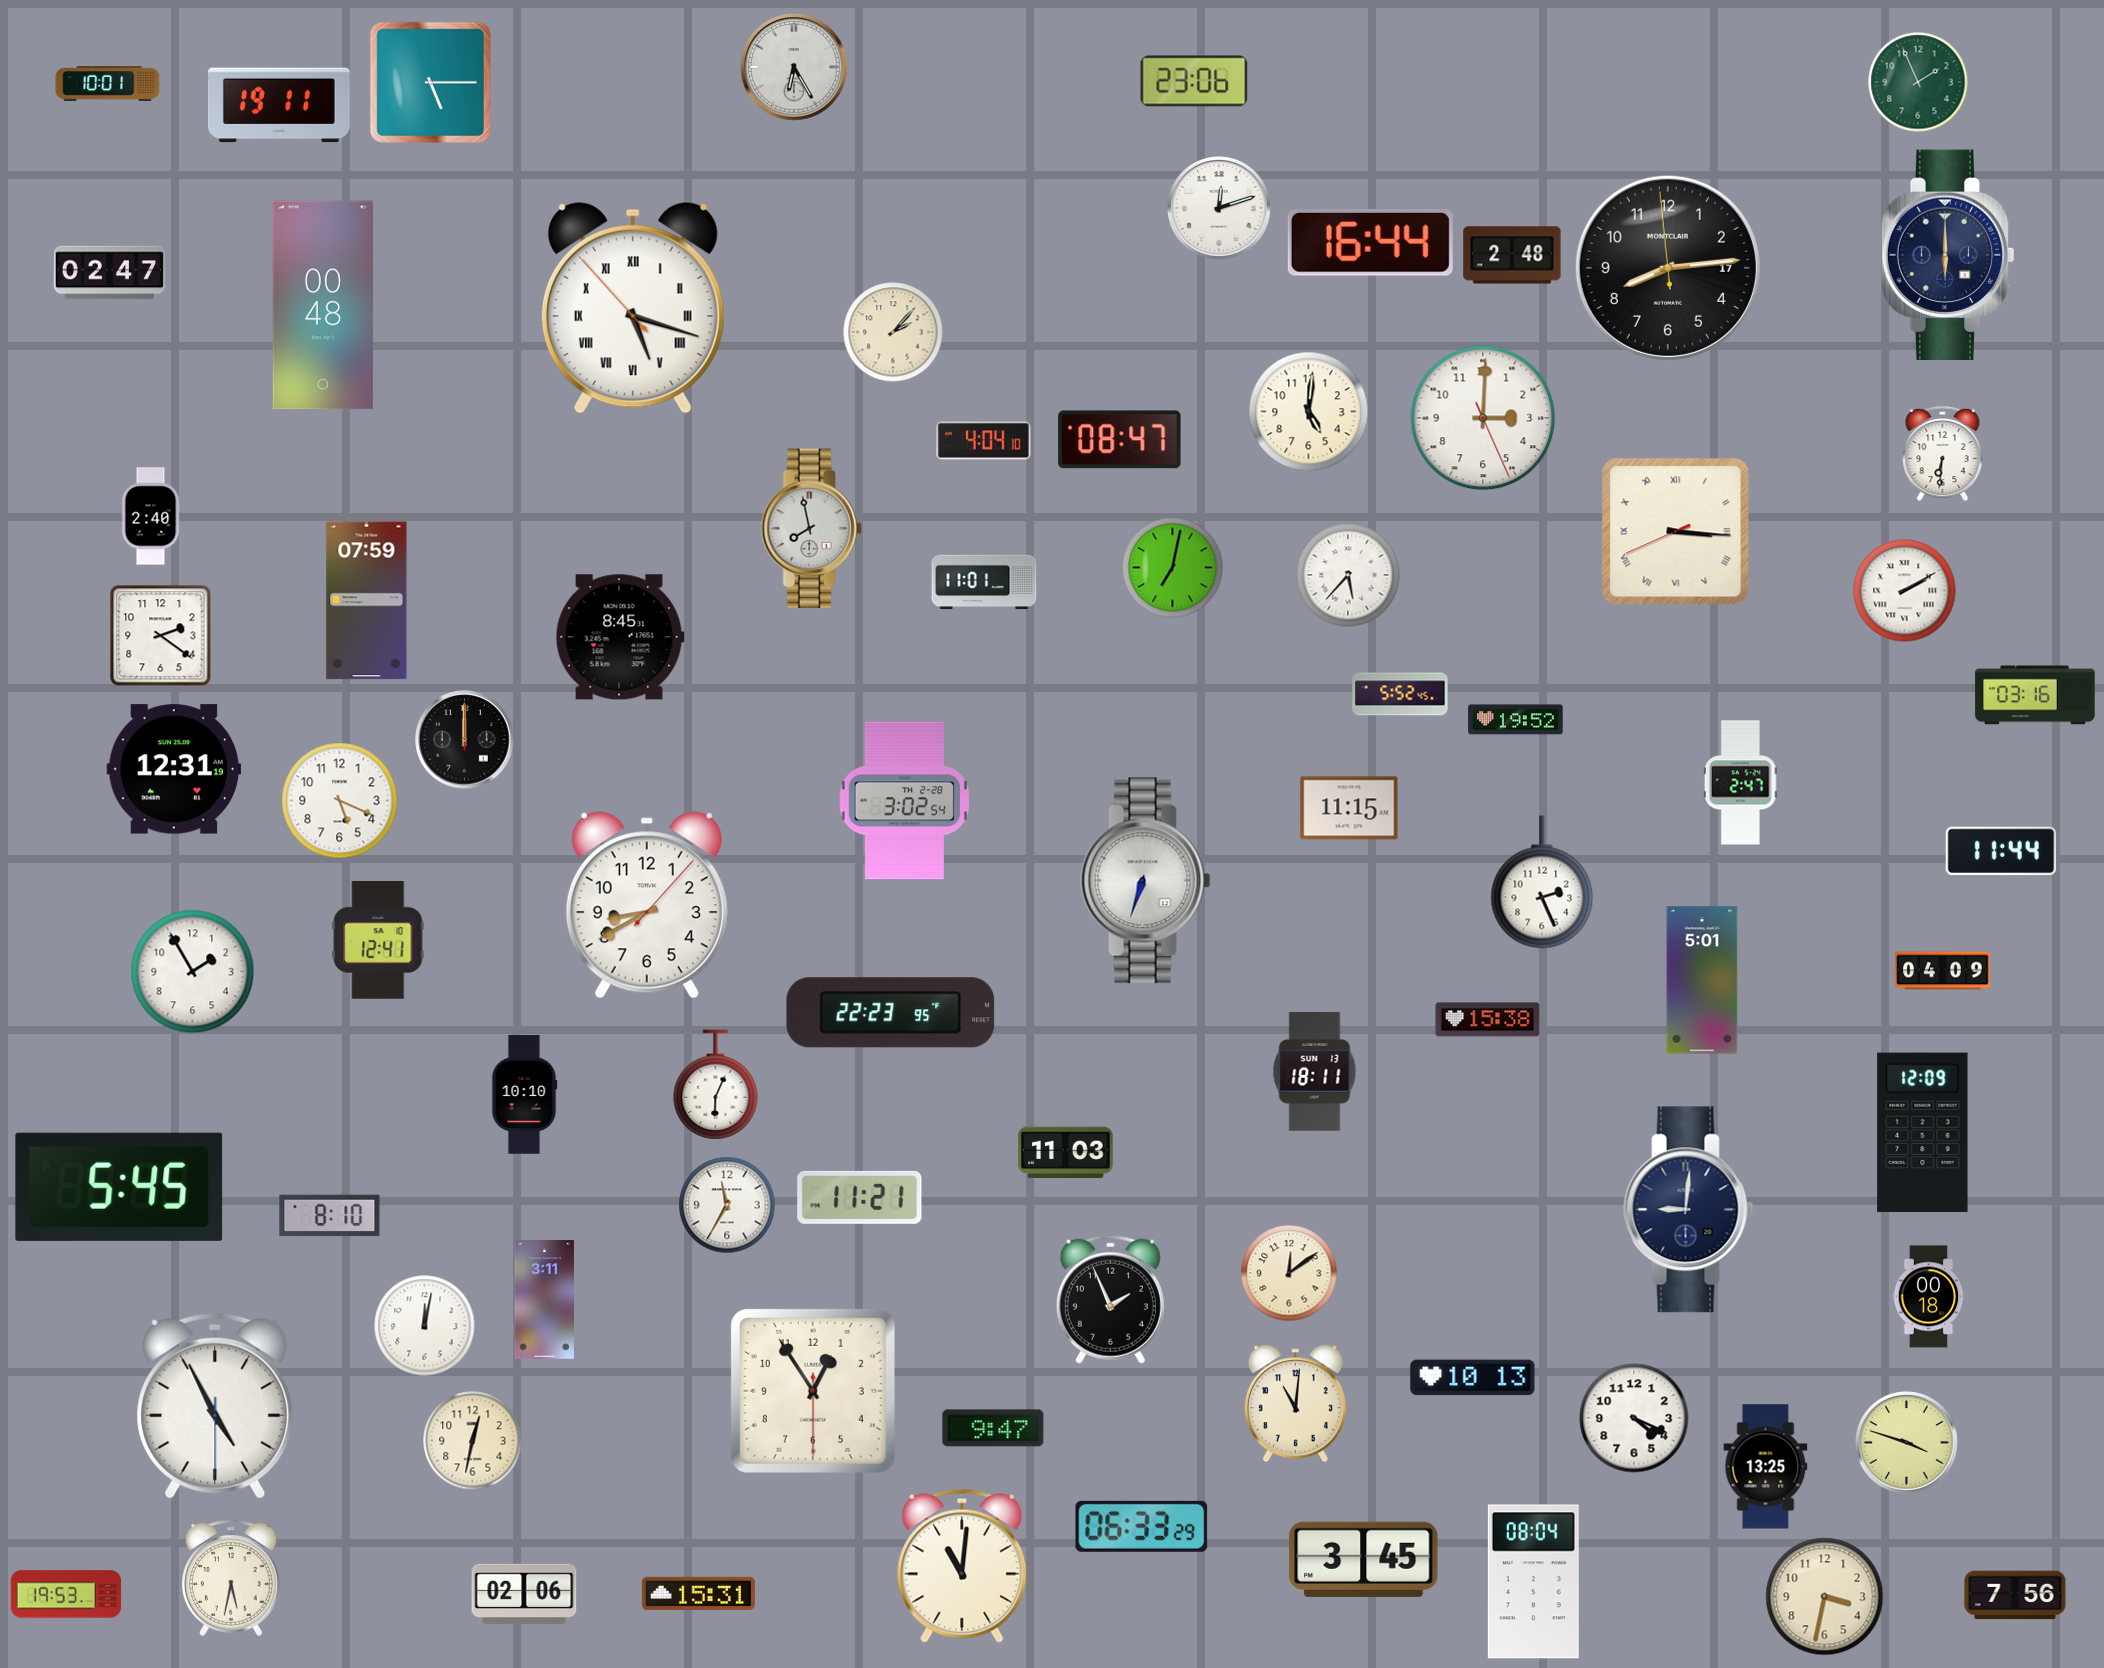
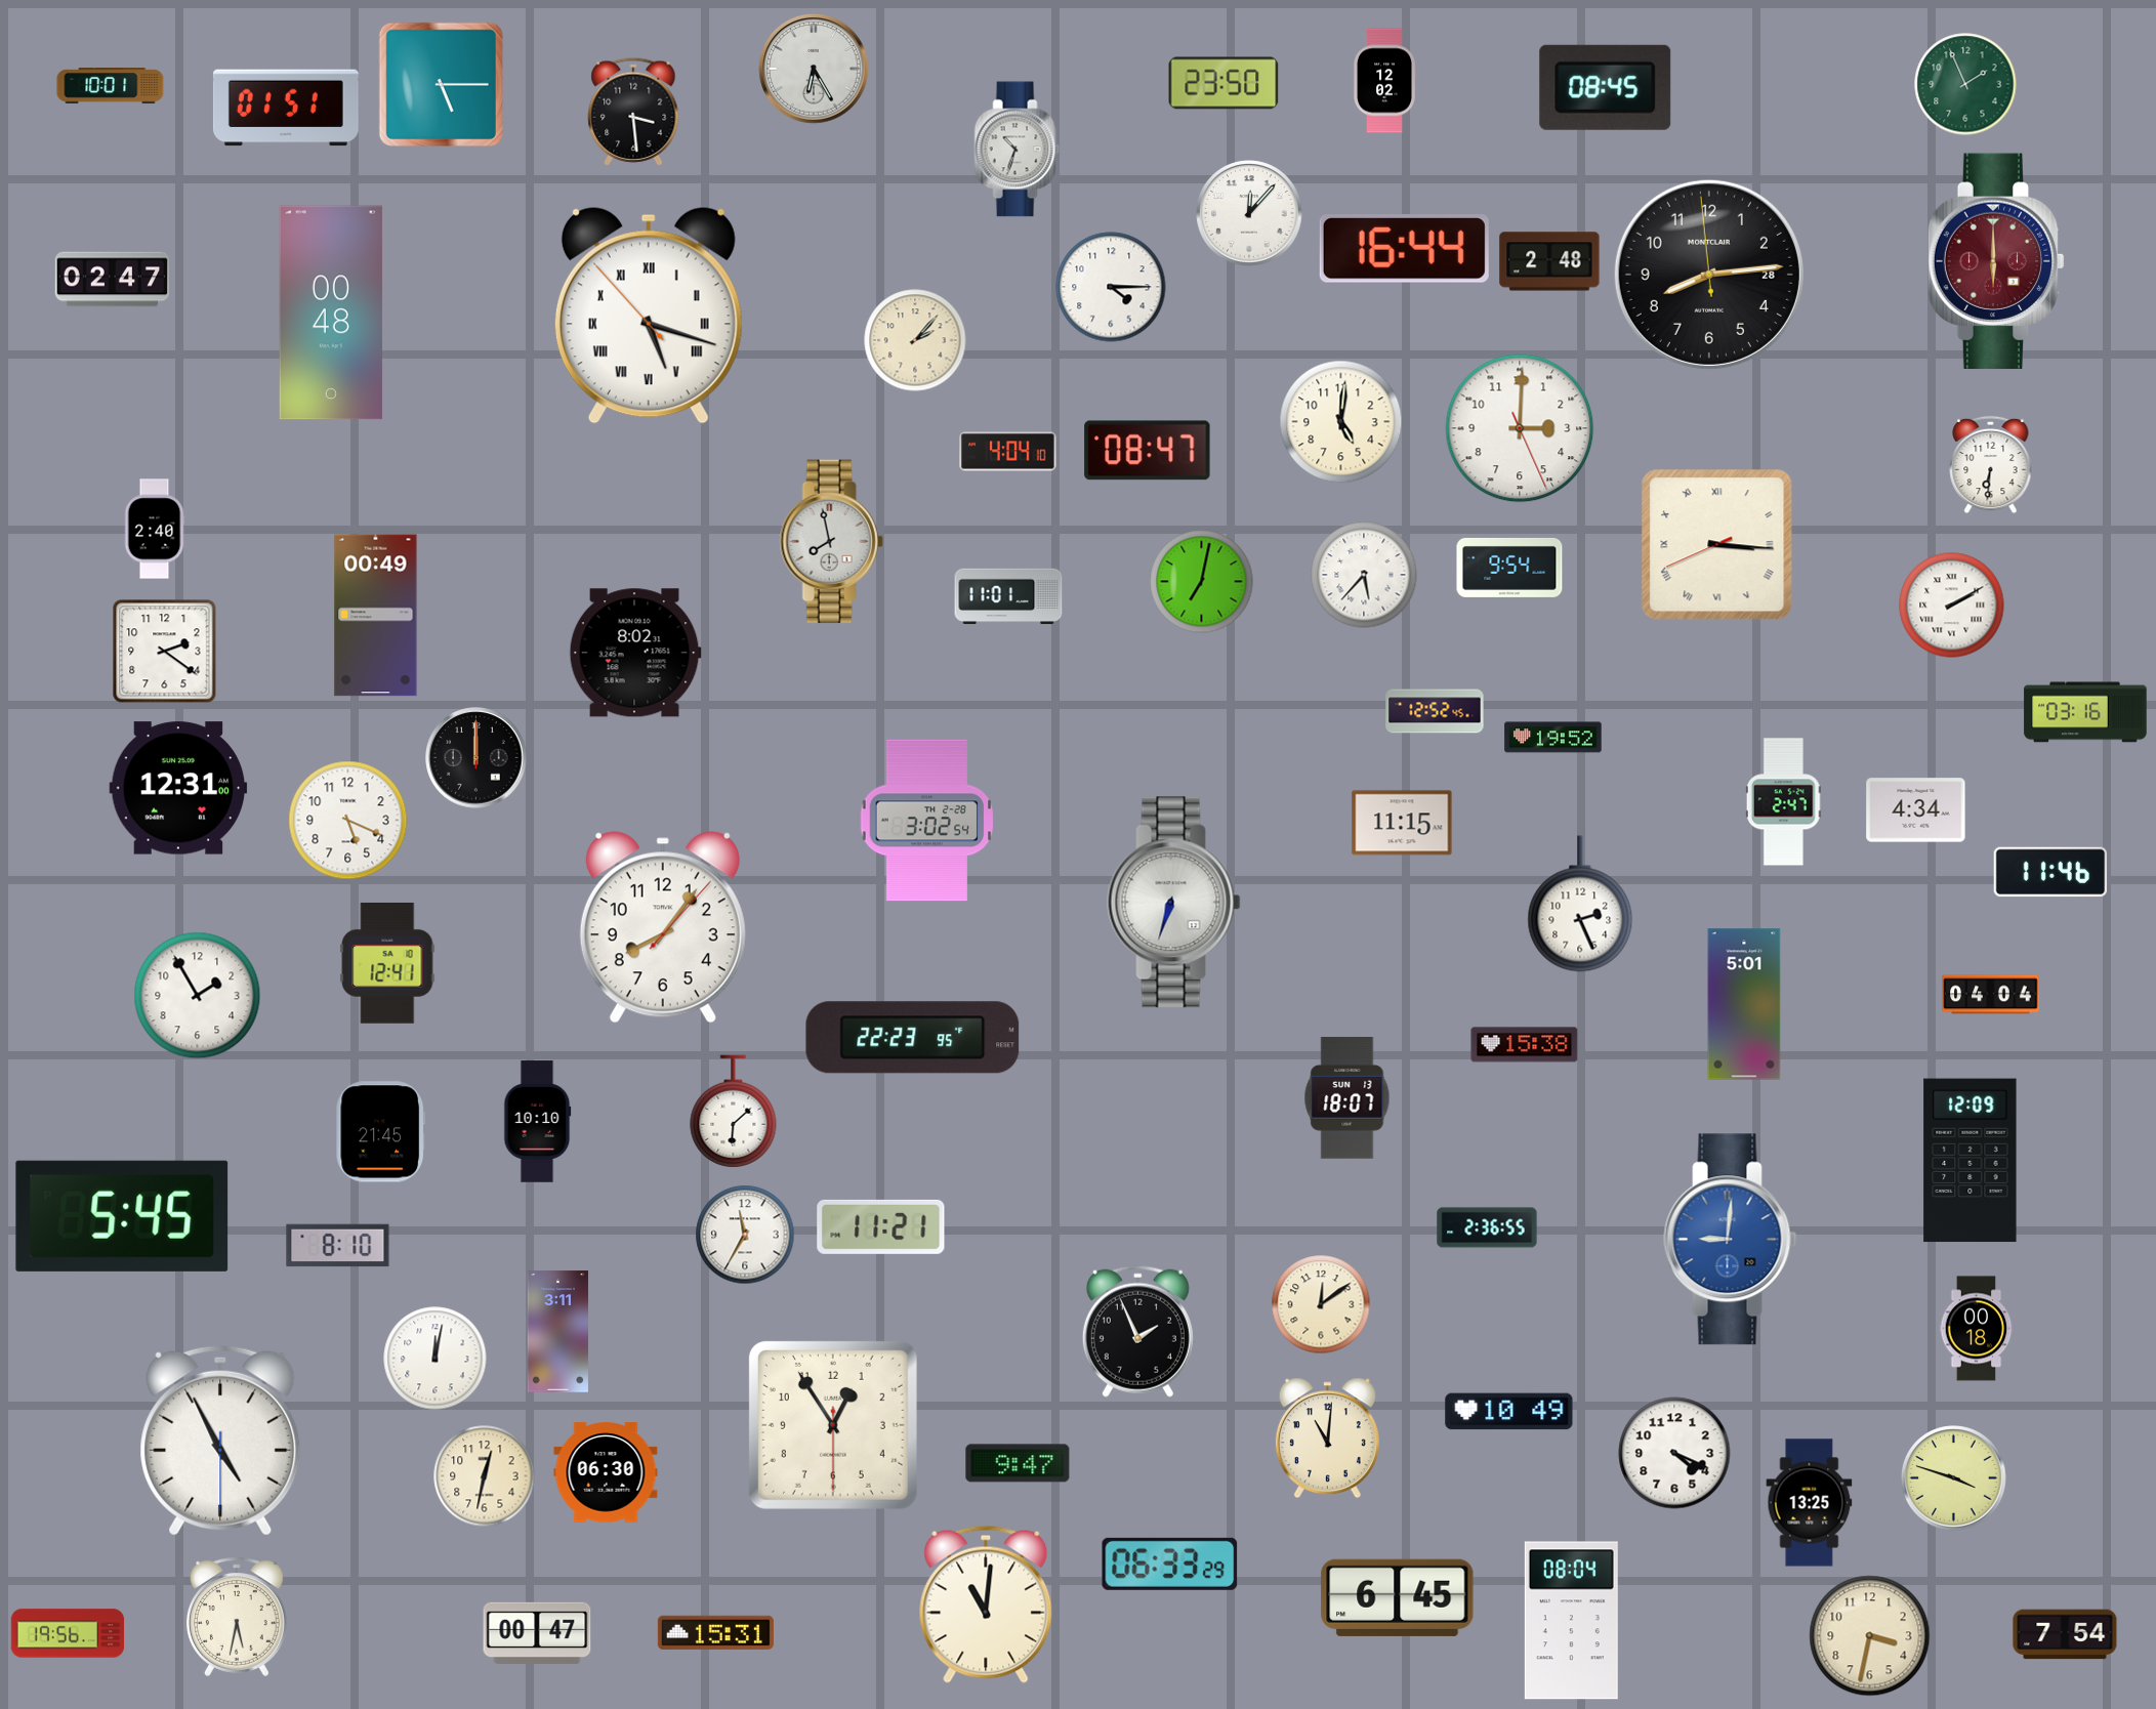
clock at (1384, 81): none -> 12:02
clock at (1194, 81): 23:06 -> 23:50
clock at (1606, 87): none -> 08:45
clock at (279, 105): 19:11 -> 01:51
clock at (633, 112): none -> 3:29
clock at (1018, 150): none -> 10:33
clock at (1219, 208): 12:12 -> 12:07
clock at (1948, 255) dial: navy -> burgundy
clock at (1668, 268) date: 17 -> 28
clock at (1111, 287): none -> 4:15
clock at (1509, 568): none -> 9:54
clock at (1348, 575) position: (1348, 575) -> (1364, 575)
clock at (367, 601): 07:59 -> 00:49
clock at (620, 637): 8:45 -> 8:02
clock at (1400, 694): 5:52 -> 12:52
clock at (174, 769): 12:31:19 -> 12:31:00
clock at (1916, 810): none -> 4:34
clock at (1349, 808) position: (1349, 808) -> (1402, 823)
clock at (2001, 851): 11:44 -> 11:46
clock at (647, 905): 8:40 -> 8:06
clock at (1943, 971): 04:09 -> 04:04
clock at (1315, 1072): 18:11 -> 18:07
clock at (716, 1085): 6:04 -> 6:08
clock at (381, 1132): none -> 21:45
clock at (1066, 1153): 11:03 -> none
clock at (1487, 1227): none -> 2:36
clock at (1689, 1210) dial: navy -> blue
clock at (1473, 1378): 10:13 -> 10:49
clock at (606, 1472): none -> 06:30
clock at (1364, 1559): 3:45 -> 6:45
clock at (66, 1594): 19:53 -> 19:56
clock at (524, 1594): 02:06 -> 00:47
clock at (2015, 1595): 7:56 -> 7:54
